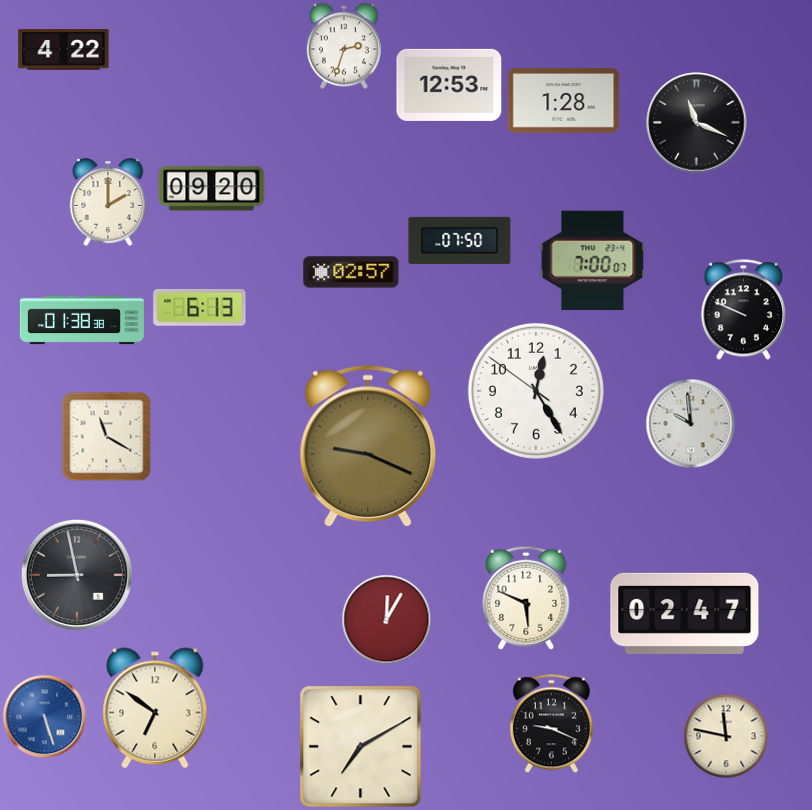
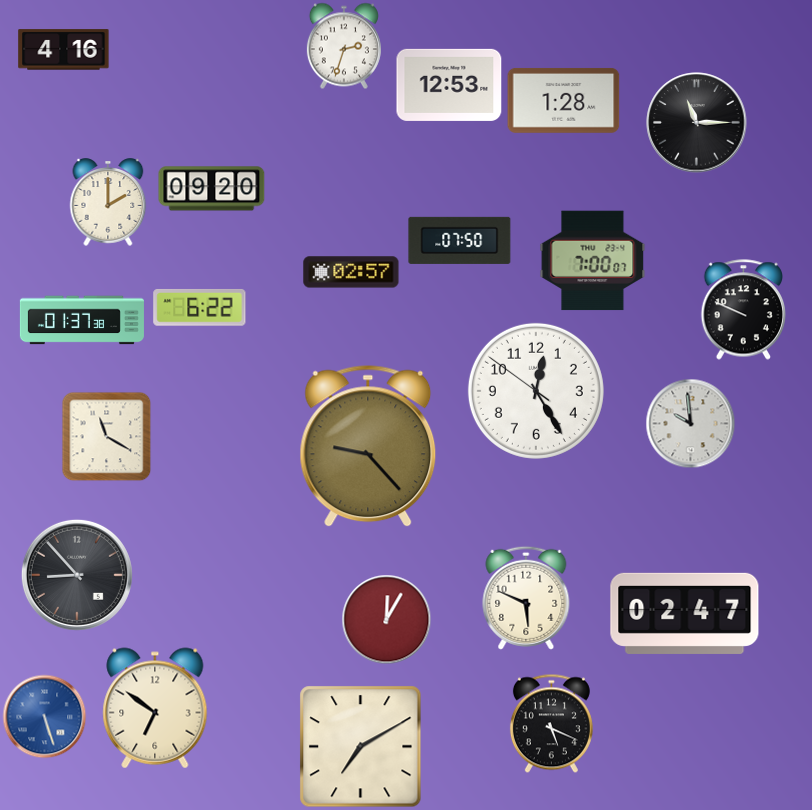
clock at (64, 50): 4:22 -> 4:16
clock at (697, 123): 11:19 -> 11:15
clock at (200, 307): 6:13 -> 6:22
clock at (82, 320): 01:38 -> 01:37
clock at (368, 446): 9:19 -> 9:23
clock at (77, 575): 8:58 -> 8:53
clock at (551, 723): 9:19 -> 5:19
clock at (726, 736): 11:47 -> none
